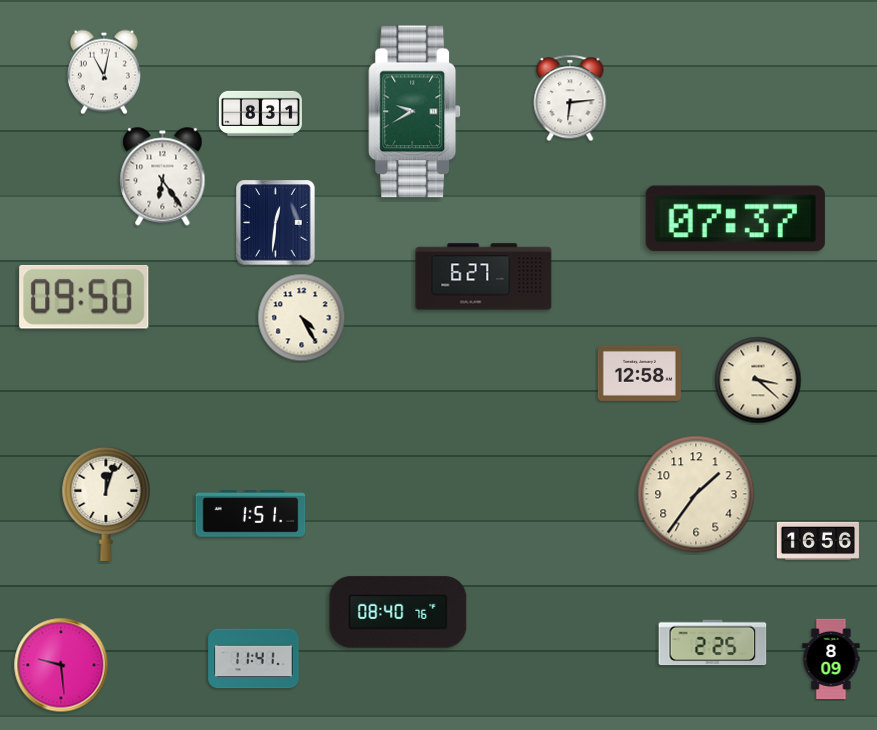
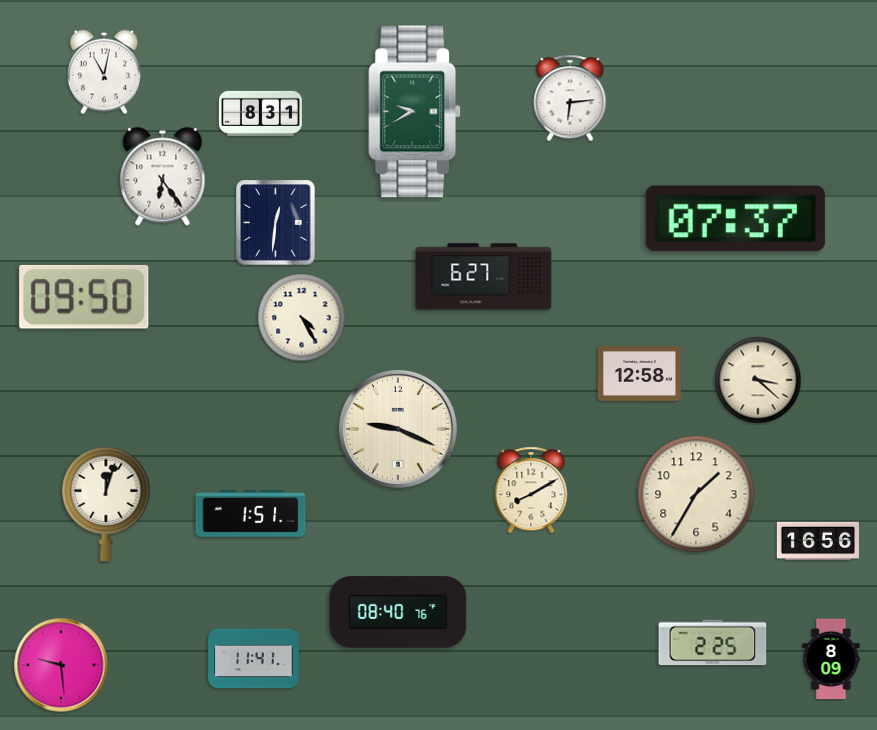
clock at (398, 429): none -> 9:19
clock at (531, 490): none -> 8:10
clock at (696, 494): 1:36 -> 1:35
